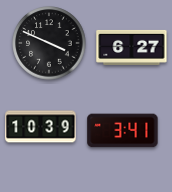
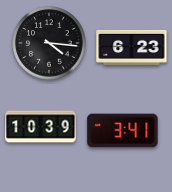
clock at (49, 43): 3:49 -> 4:16
clock at (132, 47): 6:27 -> 6:23
